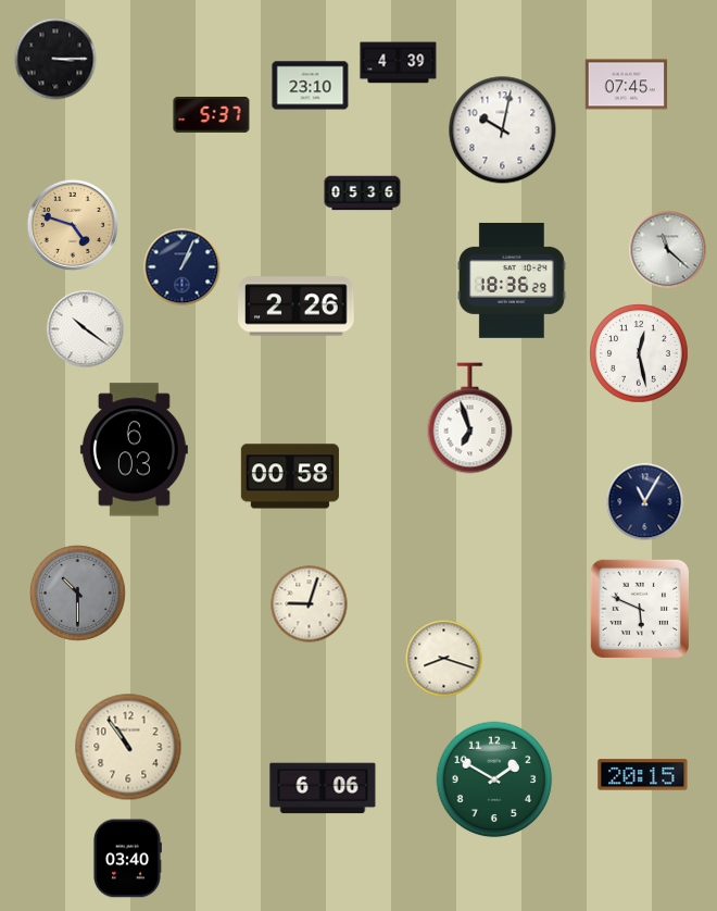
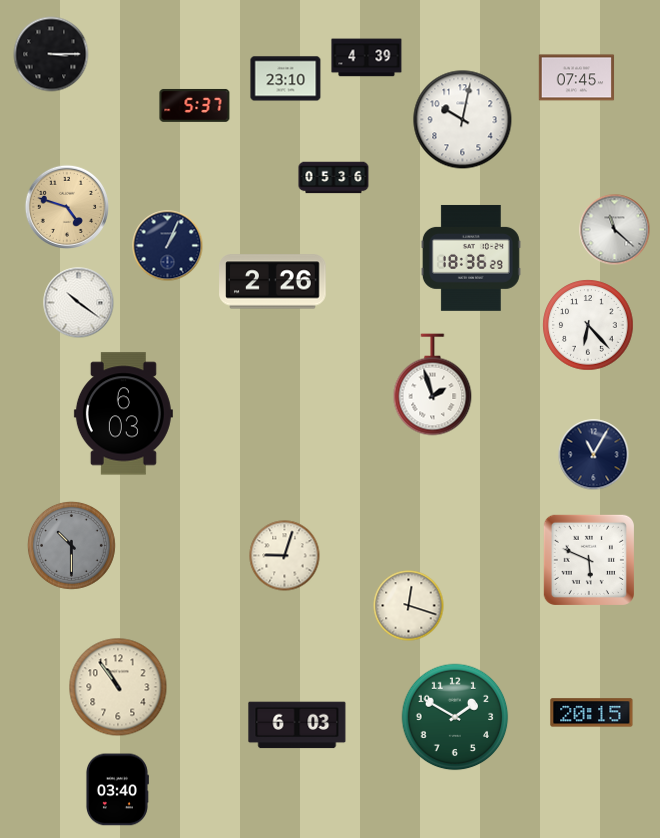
clock at (639, 353): 12:28 -> 6:23
clock at (470, 419): 6:57 -> 1:57
clock at (290, 476): 00:58 -> none
clock at (645, 502) position: (645, 502) -> (594, 455)
clock at (444, 659): 8:18 -> 12:18
clock at (323, 788): 6:06 -> 6:03
